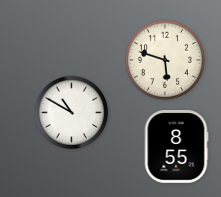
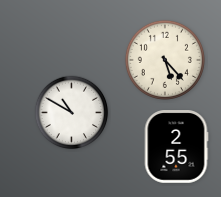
clock at (165, 60): 5:48 -> 5:23
clock at (176, 147): 8:55 -> 2:55
